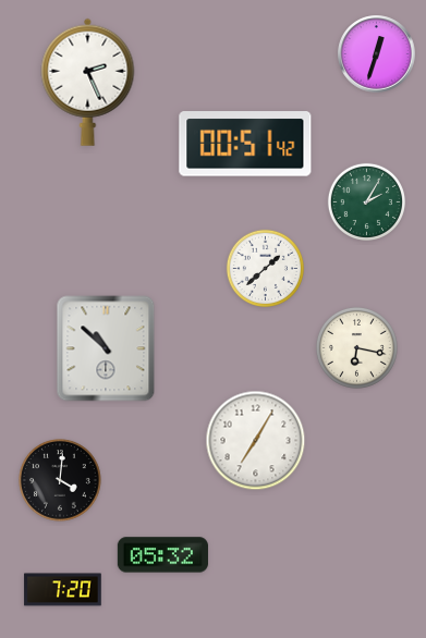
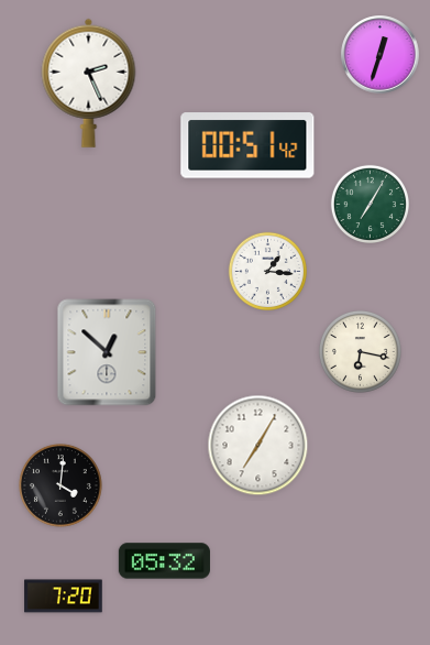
clock at (366, 201): 2:05 -> 7:05
clock at (265, 268): 1:38 -> 1:16
clock at (106, 348): 10:52 -> 12:52
